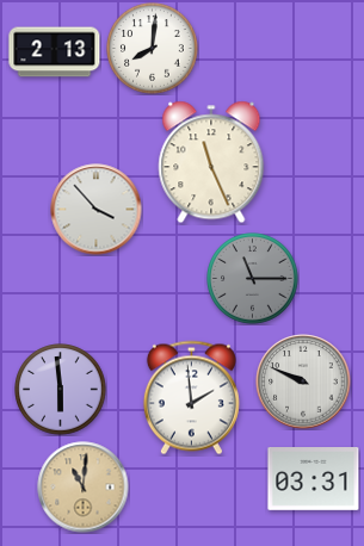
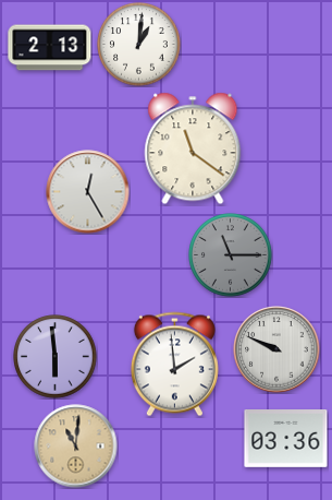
clock at (153, 49): 8:01 -> 1:01
clock at (211, 162): 11:26 -> 11:21
clock at (97, 210): 3:53 -> 12:25
clock at (314, 479): 03:31 -> 03:36
